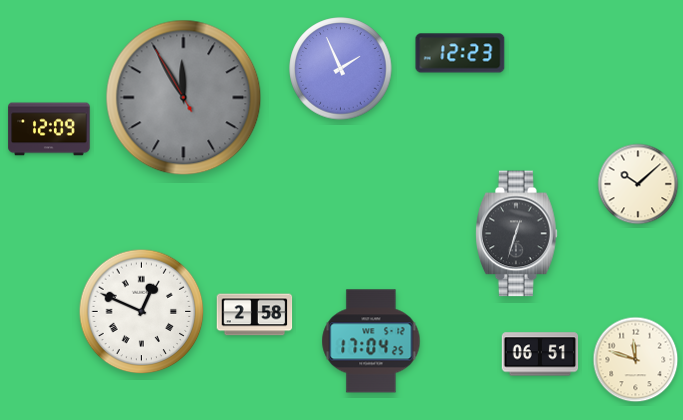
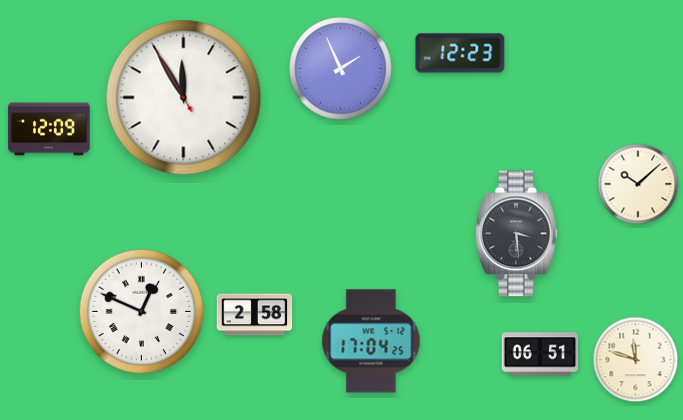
clock at (184, 98) dial: grey -> white
clock at (517, 234): 12:33 -> 3:29
